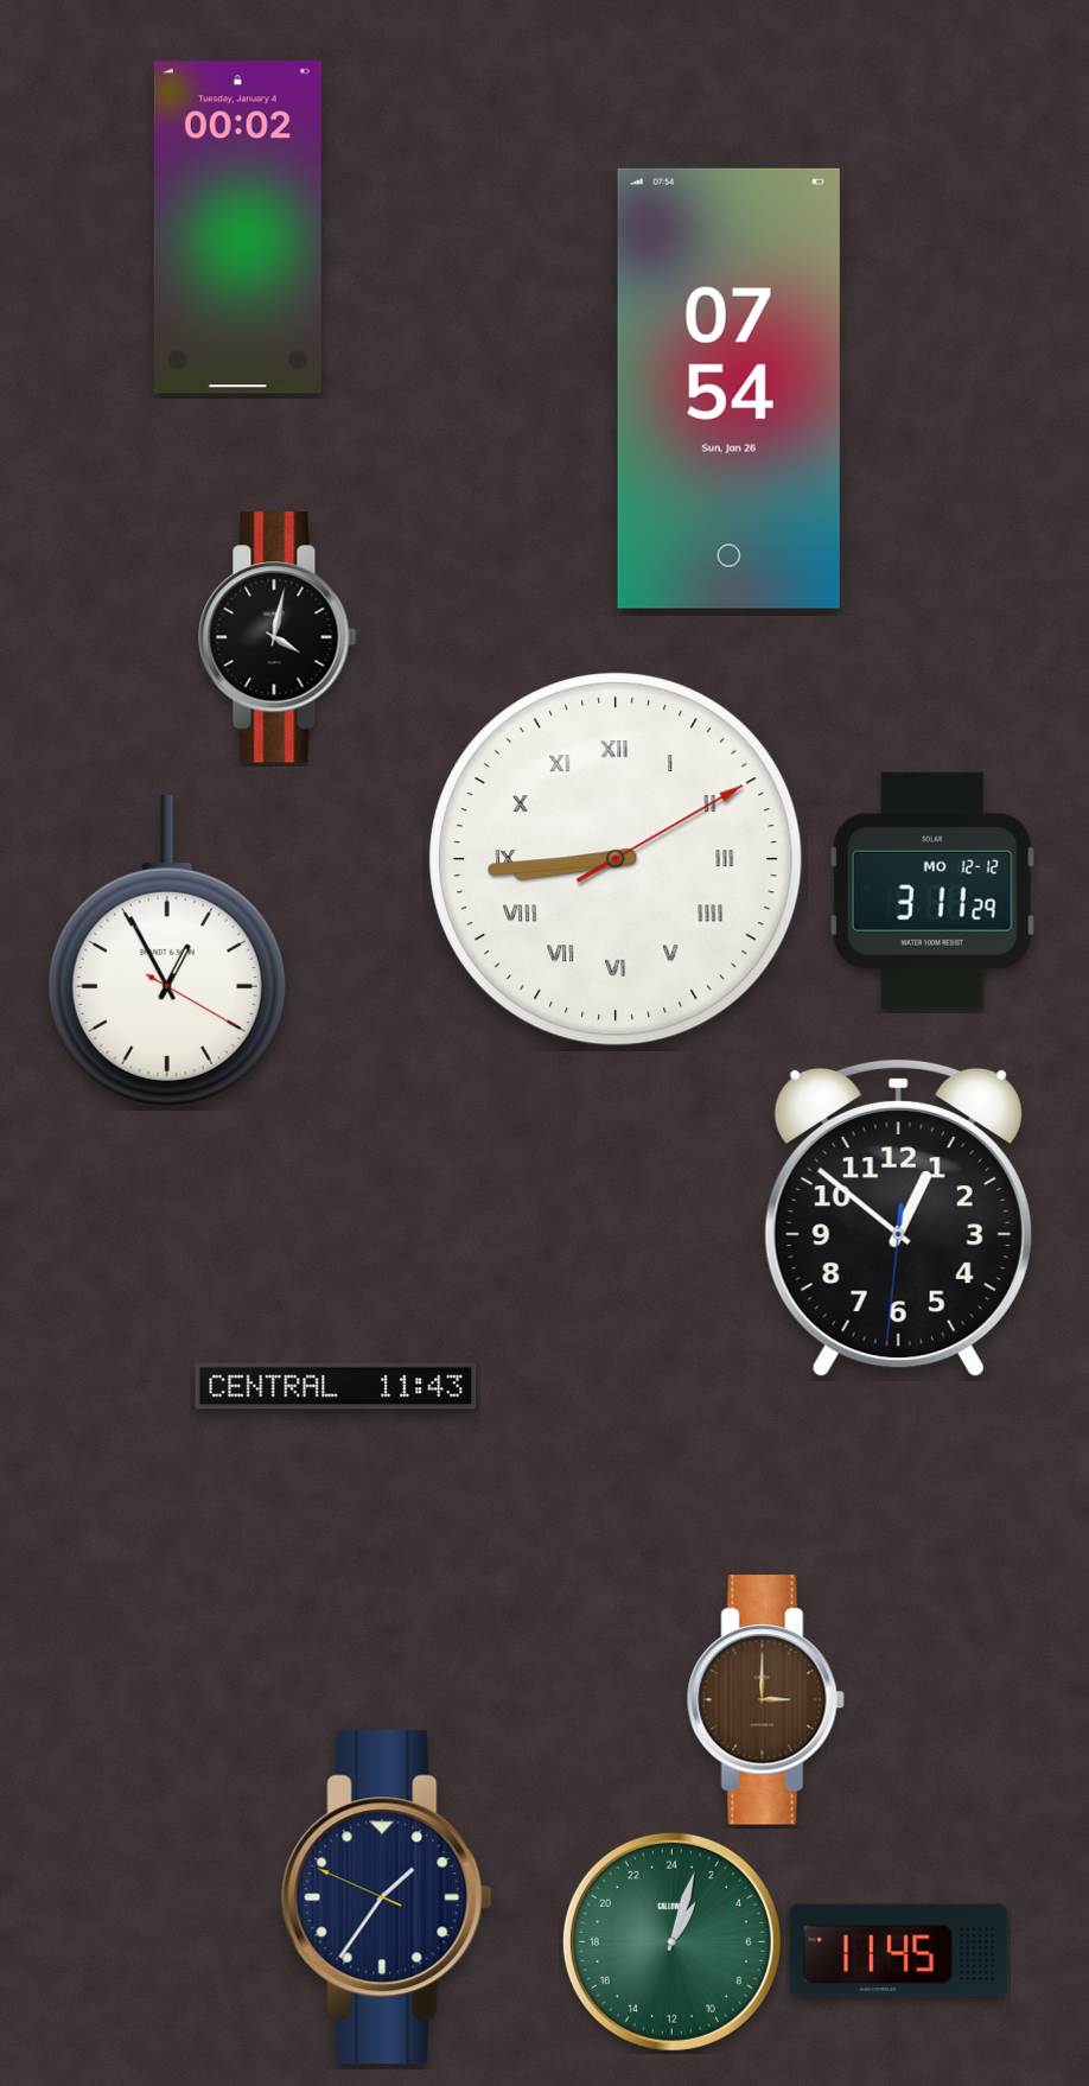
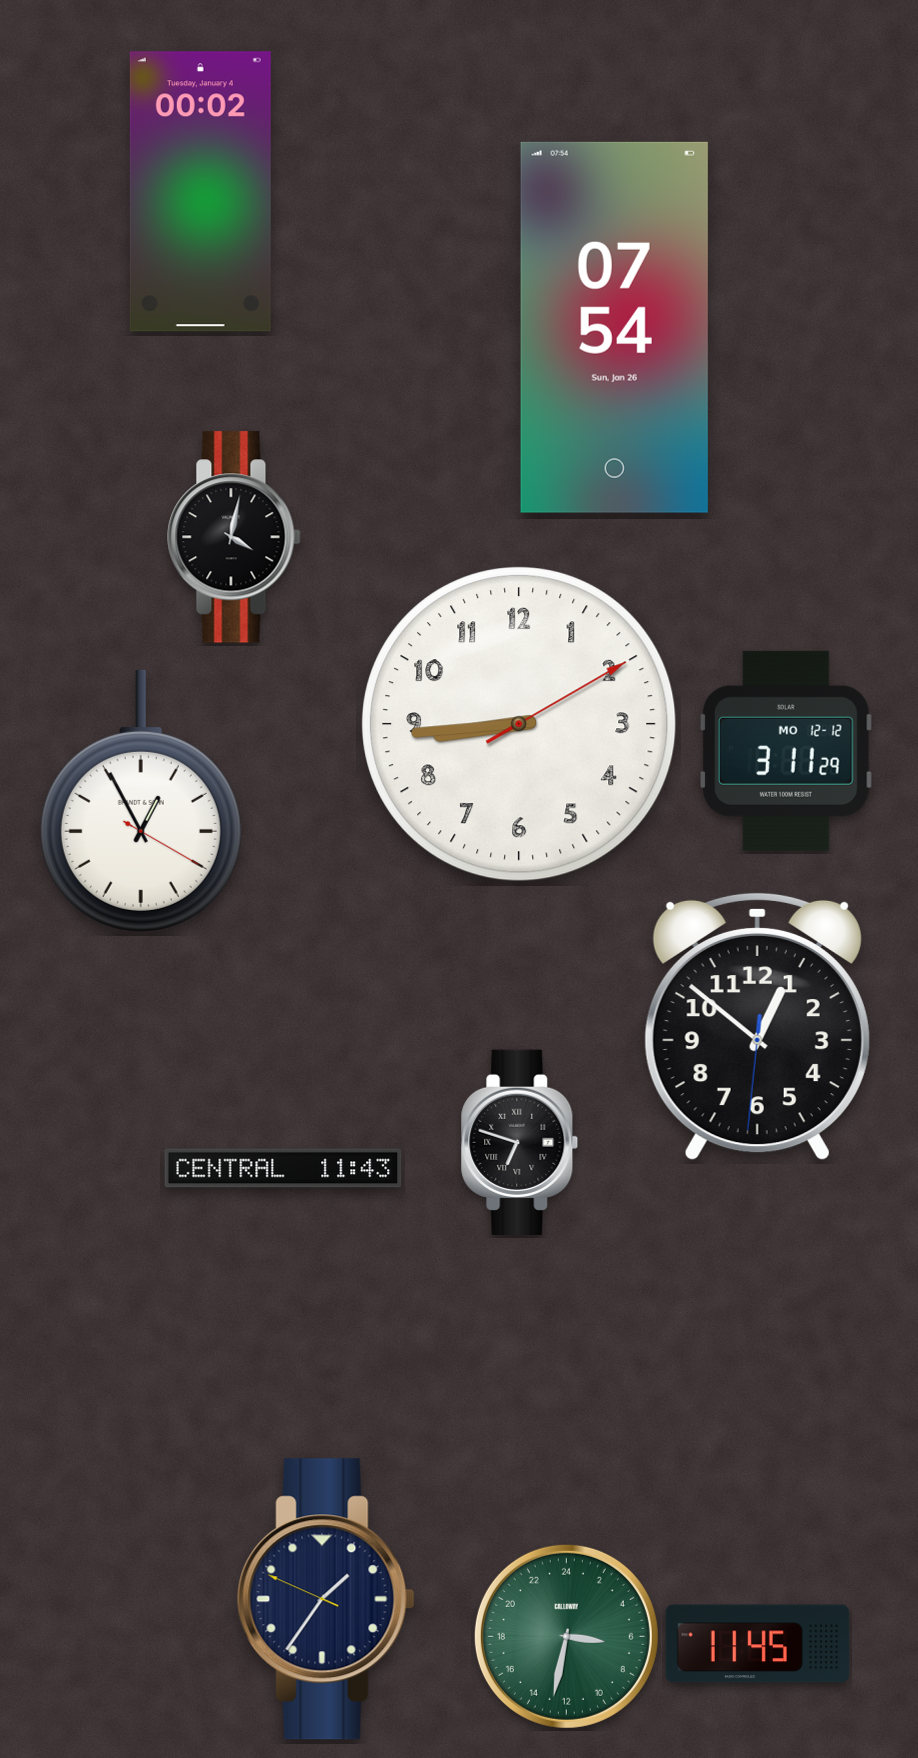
clock at (616, 859) numerals: Roman -> Arabic
clock at (520, 1142): none -> 6:48
clock at (765, 1700): 3:00 -> none
clock at (671, 1941): 2:03 -> 6:32
